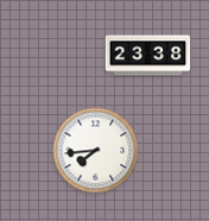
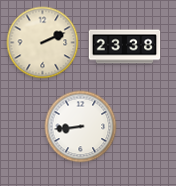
clock at (43, 43): none -> 2:11
clock at (96, 151): 7:44 -> 8:44
